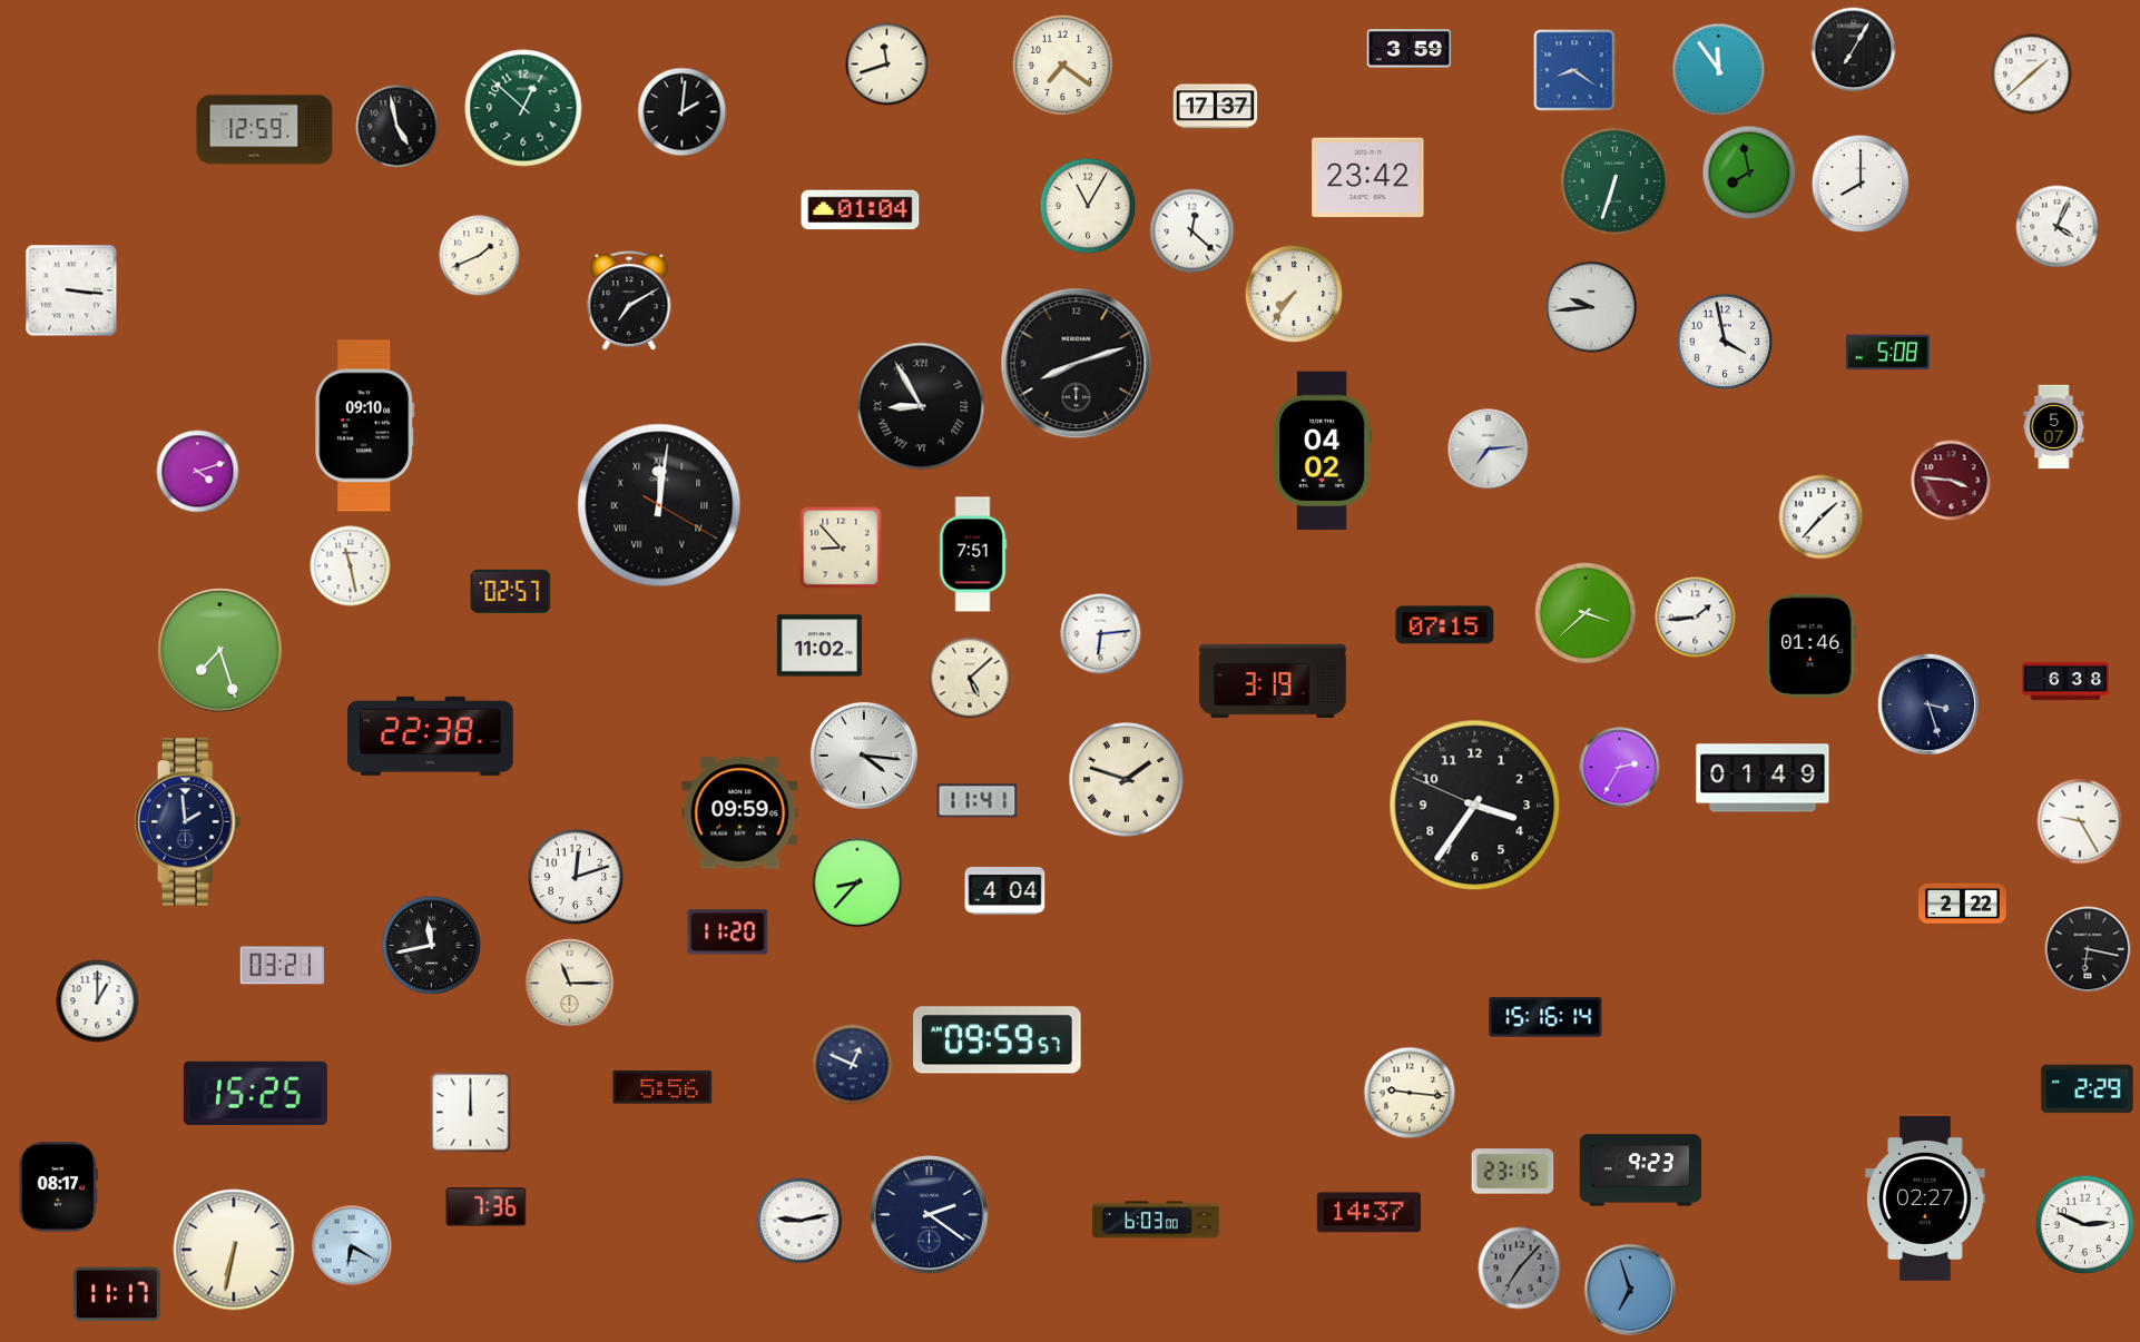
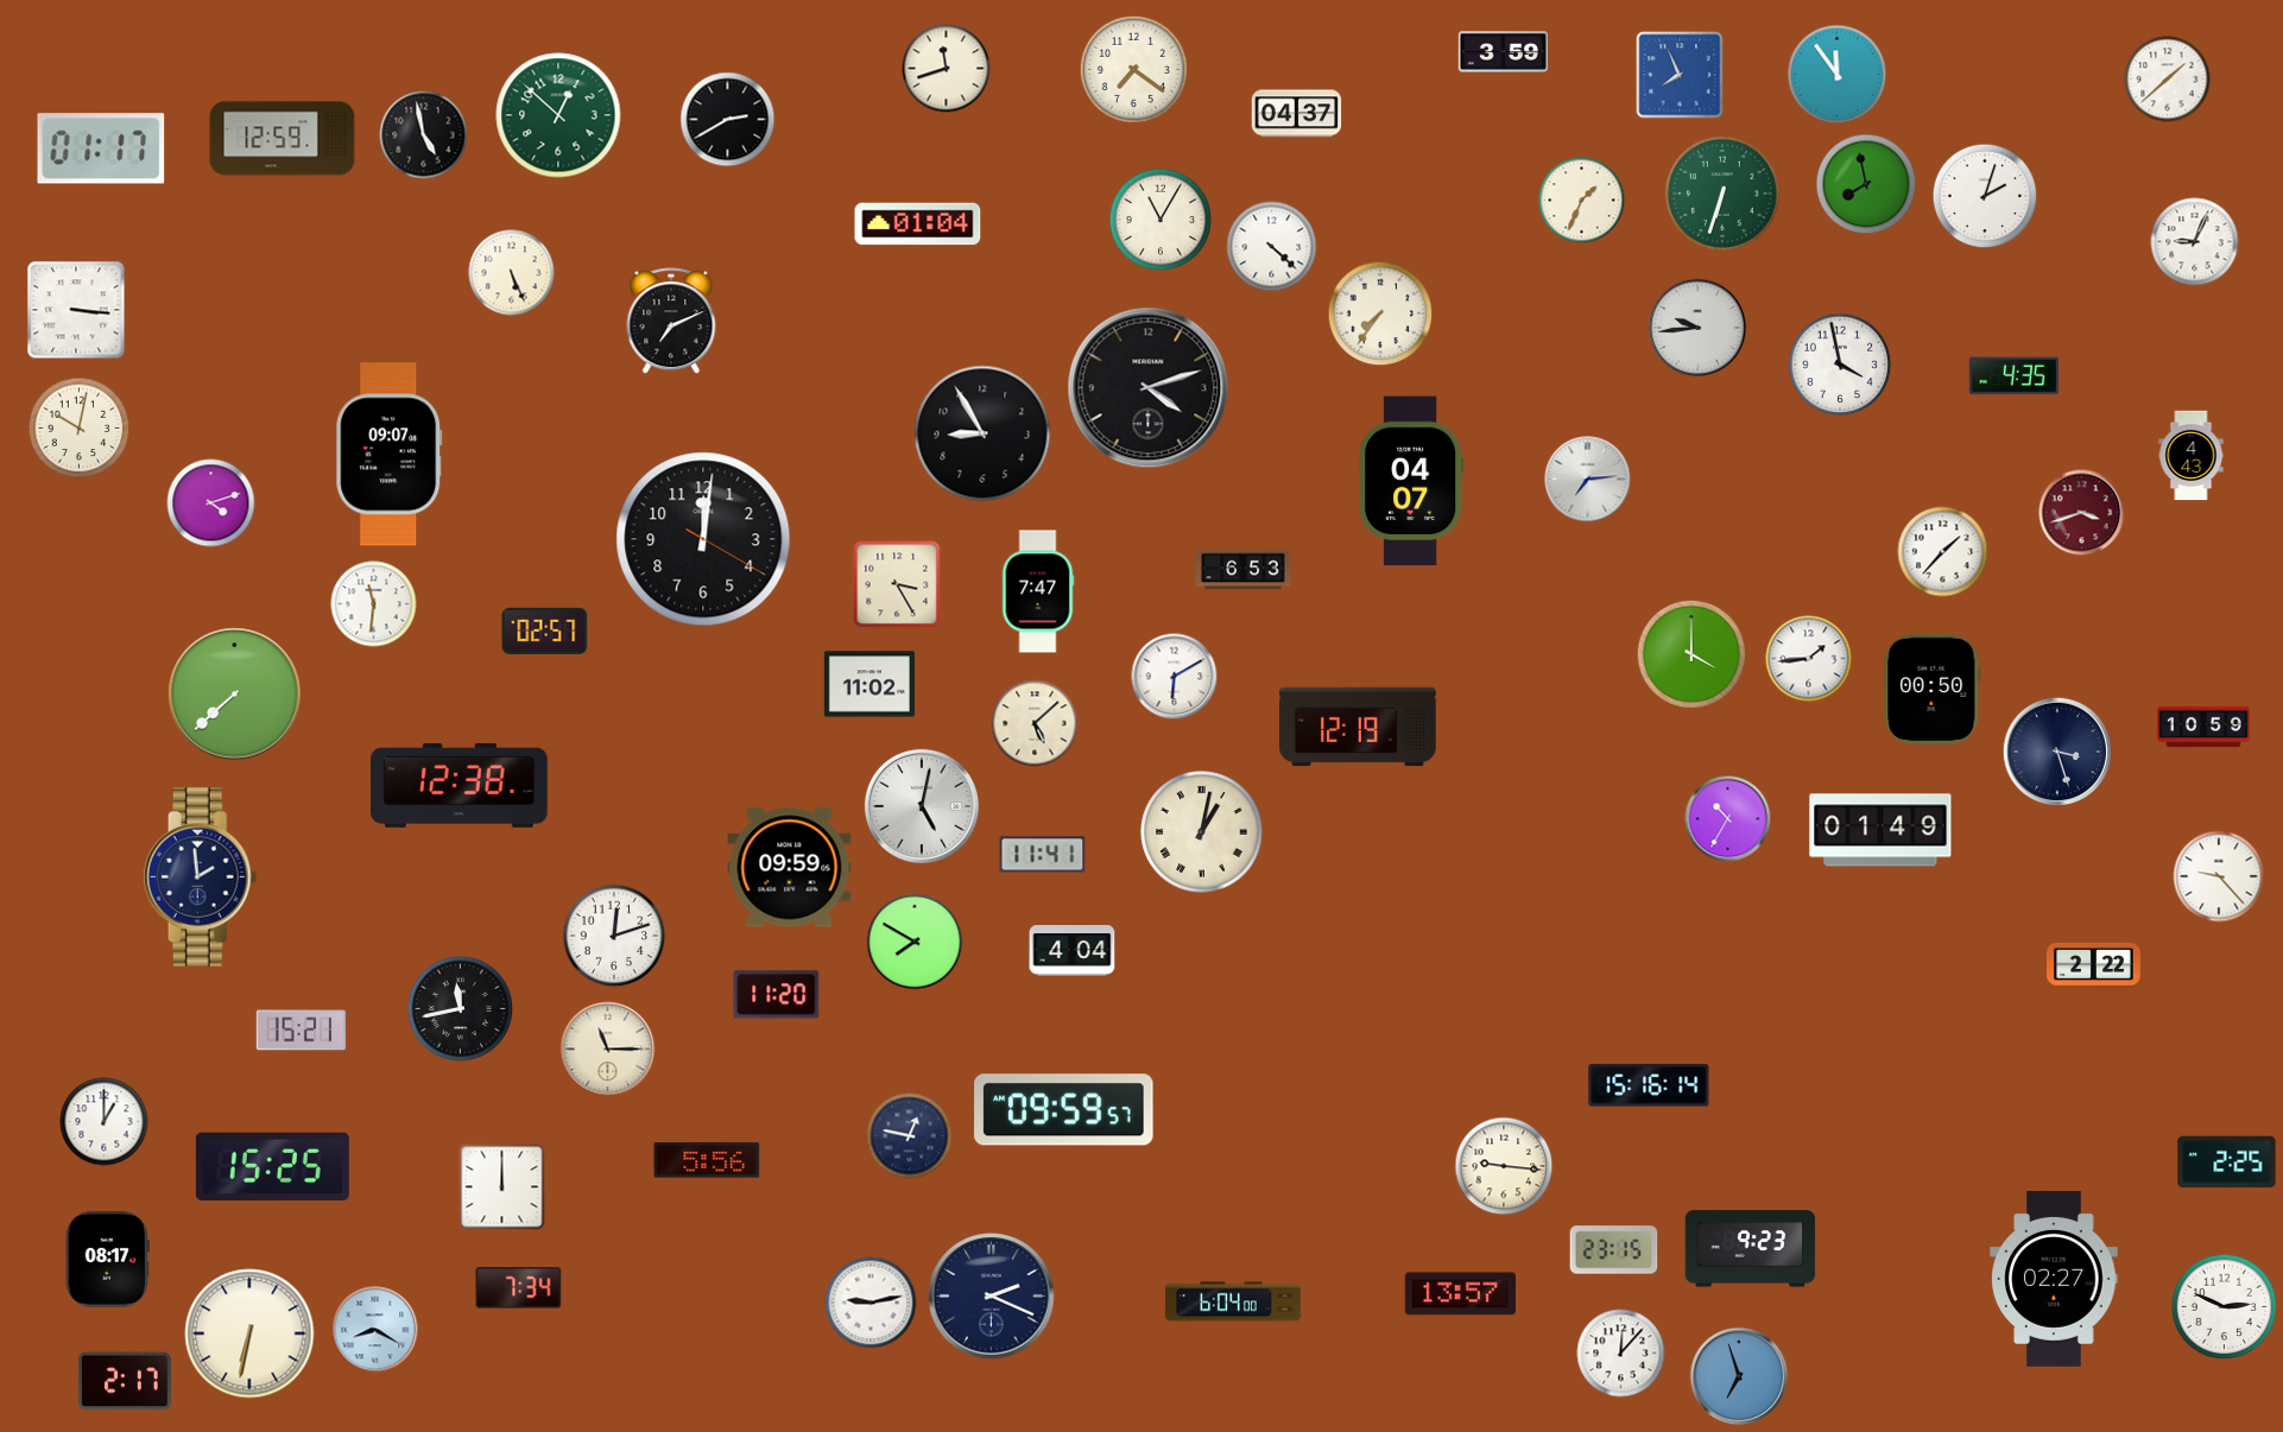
clock at (1854, 50): 7:05 -> none
clock at (1574, 70): 8:21 -> 7:56
clock at (1719, 70) position: (1719, 70) -> (1838, 75)
clock at (1216, 107): 17:37 -> 04:37
clock at (683, 112): 2:01 -> 2:40
clock at (101, 148): none -> 01:17
clock at (1368, 178): 23:42 -> none
clock at (1861, 184): 8:00 -> 2:03
clock at (1582, 201): none -> 1:34
clock at (2058, 227): 4:04 -> 9:04
clock at (1192, 231): 12:22 -> 4:22
clock at (480, 256): 1:41 -> 5:26
clock at (629, 302): 7:10 -> 7:11
clock at (1888, 353): 5:08 -> 4:35
clock at (1077, 364): 8:12 -> 4:12
clock at (80, 429): none -> 10:02
clock at (921, 406) numerals: Roman -> Arabic
clock at (365, 426): 09:10 -> 09:07
clock at (2054, 427): 5:07 -> 4:43
clock at (1323, 451): 04:02 -> 04:07
clock at (1952, 481): 3:46 -> 3:42
clock at (659, 505) numerals: Roman -> Arabic
clock at (1244, 570): none -> 6:53
clock at (841, 547): 8:53 -> 3:25
clock at (973, 554): 7:51 -> 7:47
clock at (351, 566): 11:28 -> 11:31
clock at (1586, 613): 3:38 -> 4:00
clock at (1445, 625): 07:15 -> none
clock at (1101, 634): 6:14 -> 6:10
clock at (818, 645) position: (818, 645) -> (868, 684)
clock at (1812, 645): 01:46 -> 00:50
clock at (220, 651): 7:27 -> 7:38
clock at (1273, 681): 3:19 -> 12:19
clock at (2065, 681): 6:38 -> 10:59
clock at (431, 736): 22:38 -> 12:38
clock at (864, 756): 4:16 -> 5:02
clock at (1620, 768): 2:35 -> 10:35
clock at (1127, 780): 1:48 -> 1:02
clock at (1475, 806): 3:35 -> none
clock at (2080, 821): 9:25 -> 9:23
clock at (857, 882): 8:37 -> 7:50
clock at (2088, 949): 6:17 -> none
clock at (283, 966): 03:21 -> 15:21
clock at (98, 1001) position: (98, 1001) -> (105, 1122)
clock at (853, 1065): 12:49 -> 12:47
clock at (2088, 1089): 2:29 -> 2:25
clock at (58, 1187) position: (58, 1187) -> (107, 1260)
clock at (487, 1207): 7:36 -> 7:34
clock at (1368, 1213): 14:37 -> 13:57
clock at (930, 1215): 2:21 -> 2:19
clock at (1156, 1220): 6:03 -> 6:04
clock at (799, 1221) position: (799, 1221) -> (871, 1303)
clock at (352, 1246): 6:20 -> 8:20
clock at (1520, 1269): 7:07 -> 12:07
clock at (1520, 1269) dial: grey -> white
clock at (117, 1294): 11:17 -> 2:17
